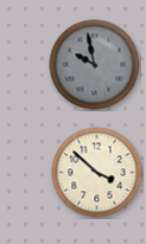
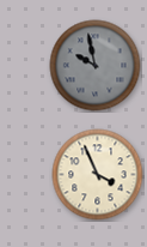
clock at (97, 173): 3:52 -> 3:56
